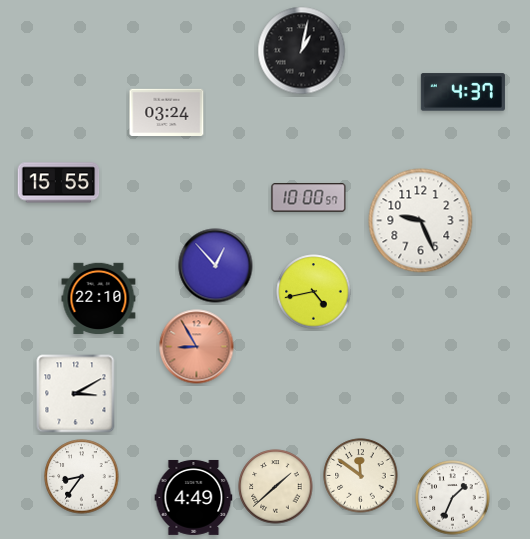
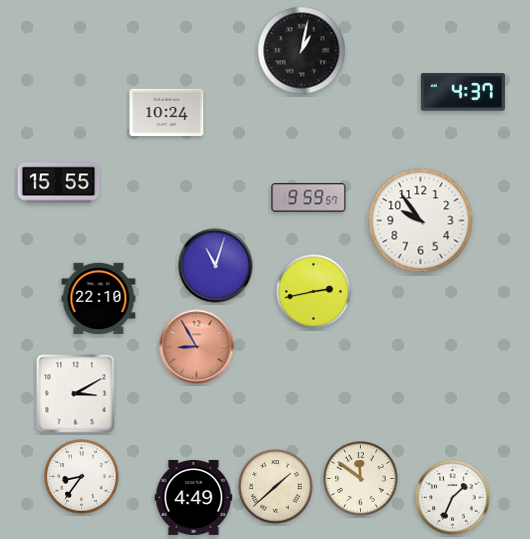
clock at (167, 113): 03:24 -> 10:24
clock at (309, 198): 10:00 -> 9:59
clock at (421, 221): 9:26 -> 9:54
clock at (216, 266): 12:53 -> 11:03
clock at (314, 292): 4:43 -> 2:43
clock at (361, 476) position: (361, 476) -> (361, 479)
